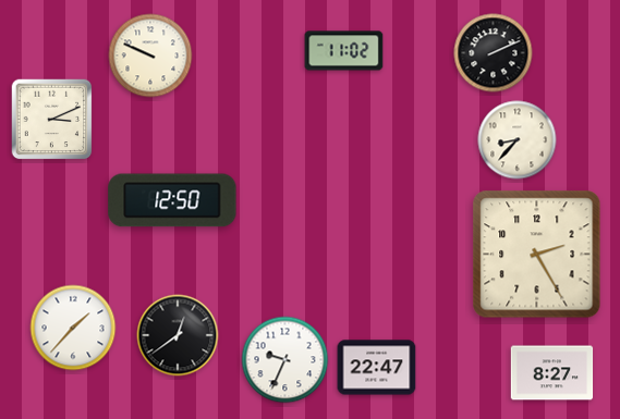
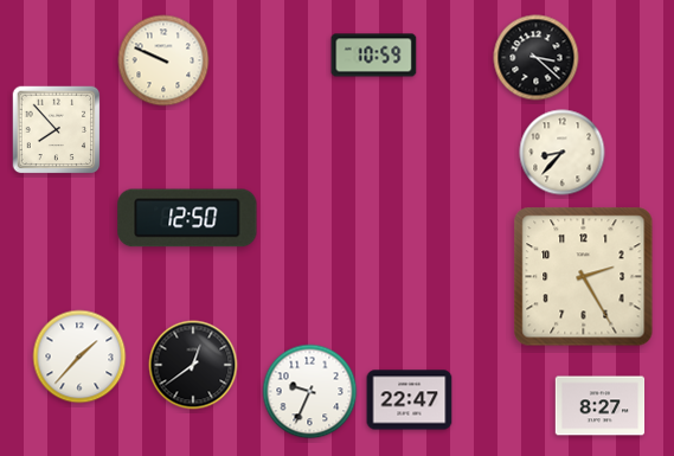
clock at (344, 51): 11:02 -> 10:59
clock at (494, 53): 2:11 -> 3:22
clock at (52, 120): 3:11 -> 7:53
